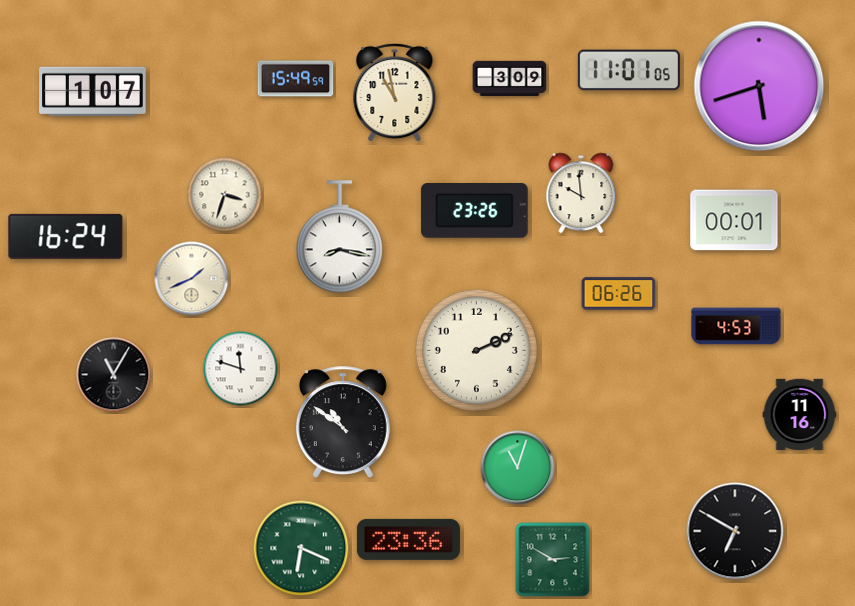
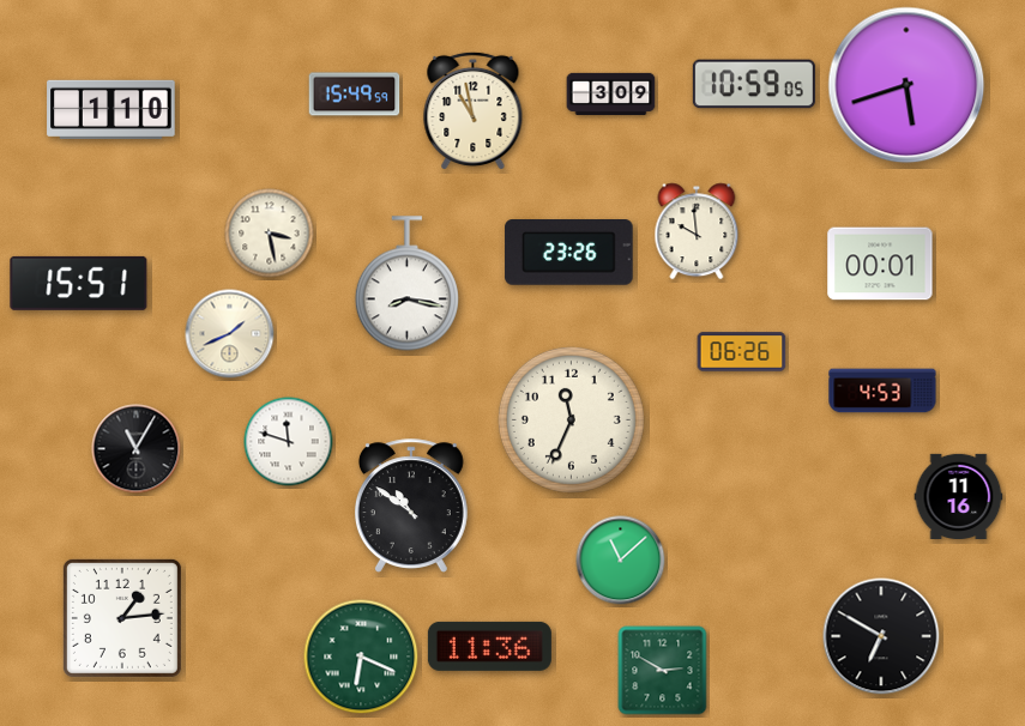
clock at (629, 70): 11:01 -> 10:59
clock at (759, 86) position: (759, 86) -> (906, 85)
clock at (93, 91): 1:07 -> 1:10
clock at (225, 195): 3:33 -> 3:28
clock at (66, 236): 16:24 -> 15:51
clock at (476, 350): 2:11 -> 11:34
clock at (518, 468): 11:03 -> 11:08
clock at (122, 618): none -> 1:14
clock at (408, 539): 23:36 -> 11:36
